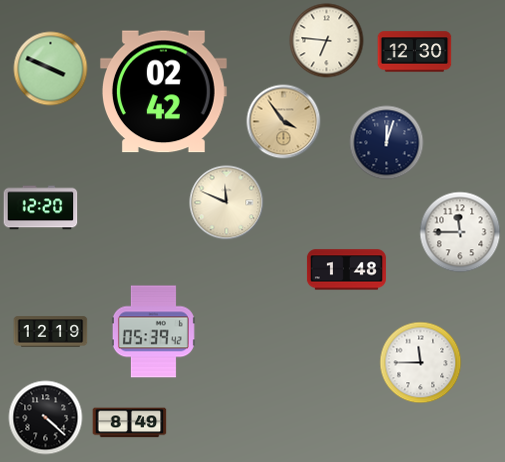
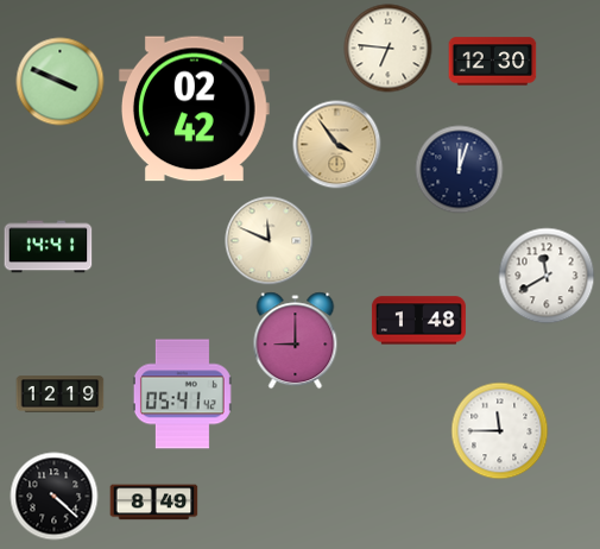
clock at (41, 208): 12:20 -> 14:41
clock at (460, 232): 11:45 -> 11:40
clock at (346, 270) position: (346, 270) -> (418, 321)
clock at (296, 341): none -> 9:00
clock at (153, 332): 05:39 -> 05:41
